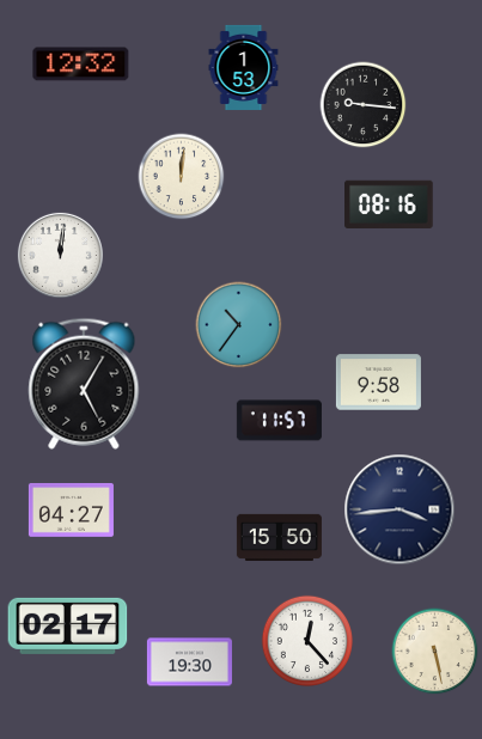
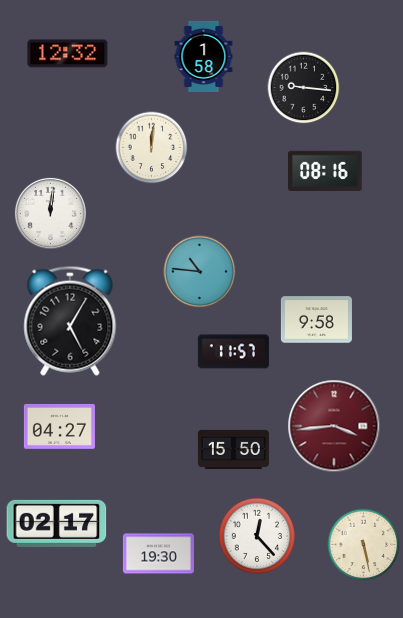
clock at (244, 67): 1:53 -> 1:58
clock at (239, 325): 10:36 -> 10:46
clock at (399, 509) dial: navy -> burgundy
